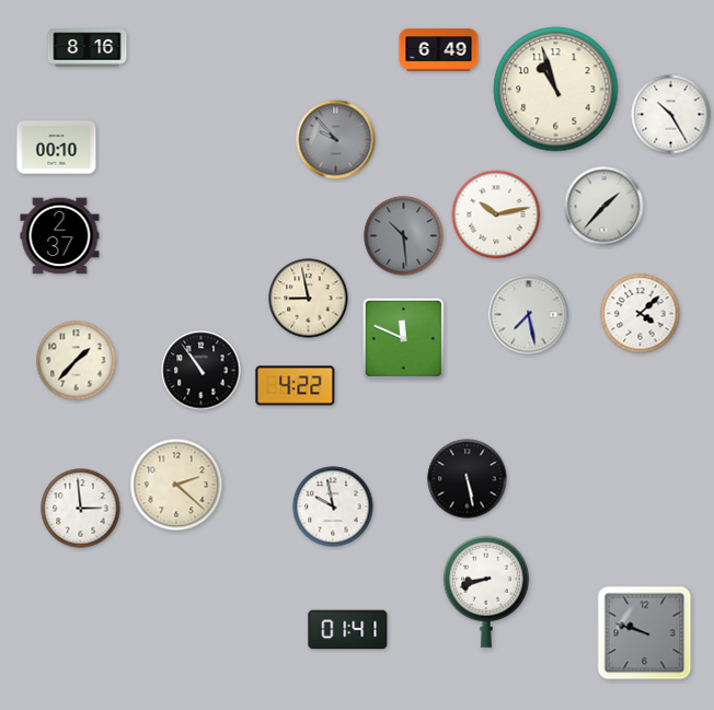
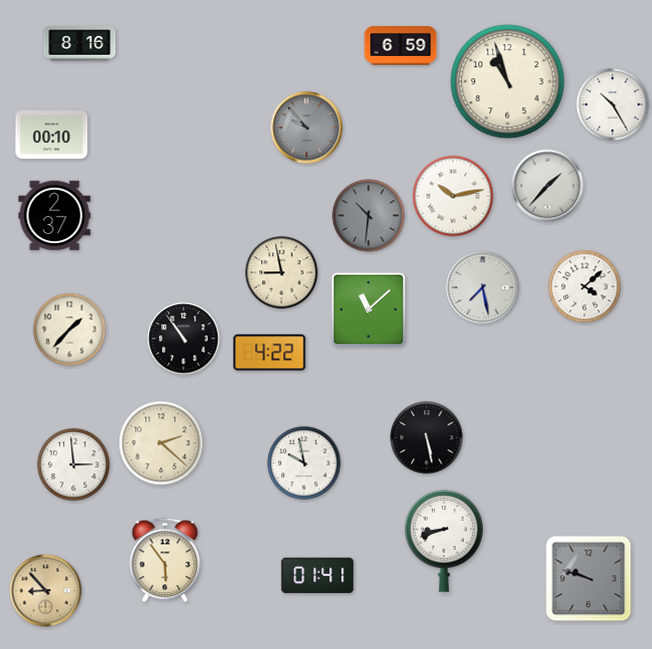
clock at (439, 50): 6:49 -> 6:59
clock at (604, 207) position: (604, 207) -> (548, 186)
clock at (404, 236): 10:29 -> 10:31
clock at (403, 338): 11:49 -> 11:08
clock at (165, 560): none -> 5:54
clock at (46, 591): none -> 8:53
